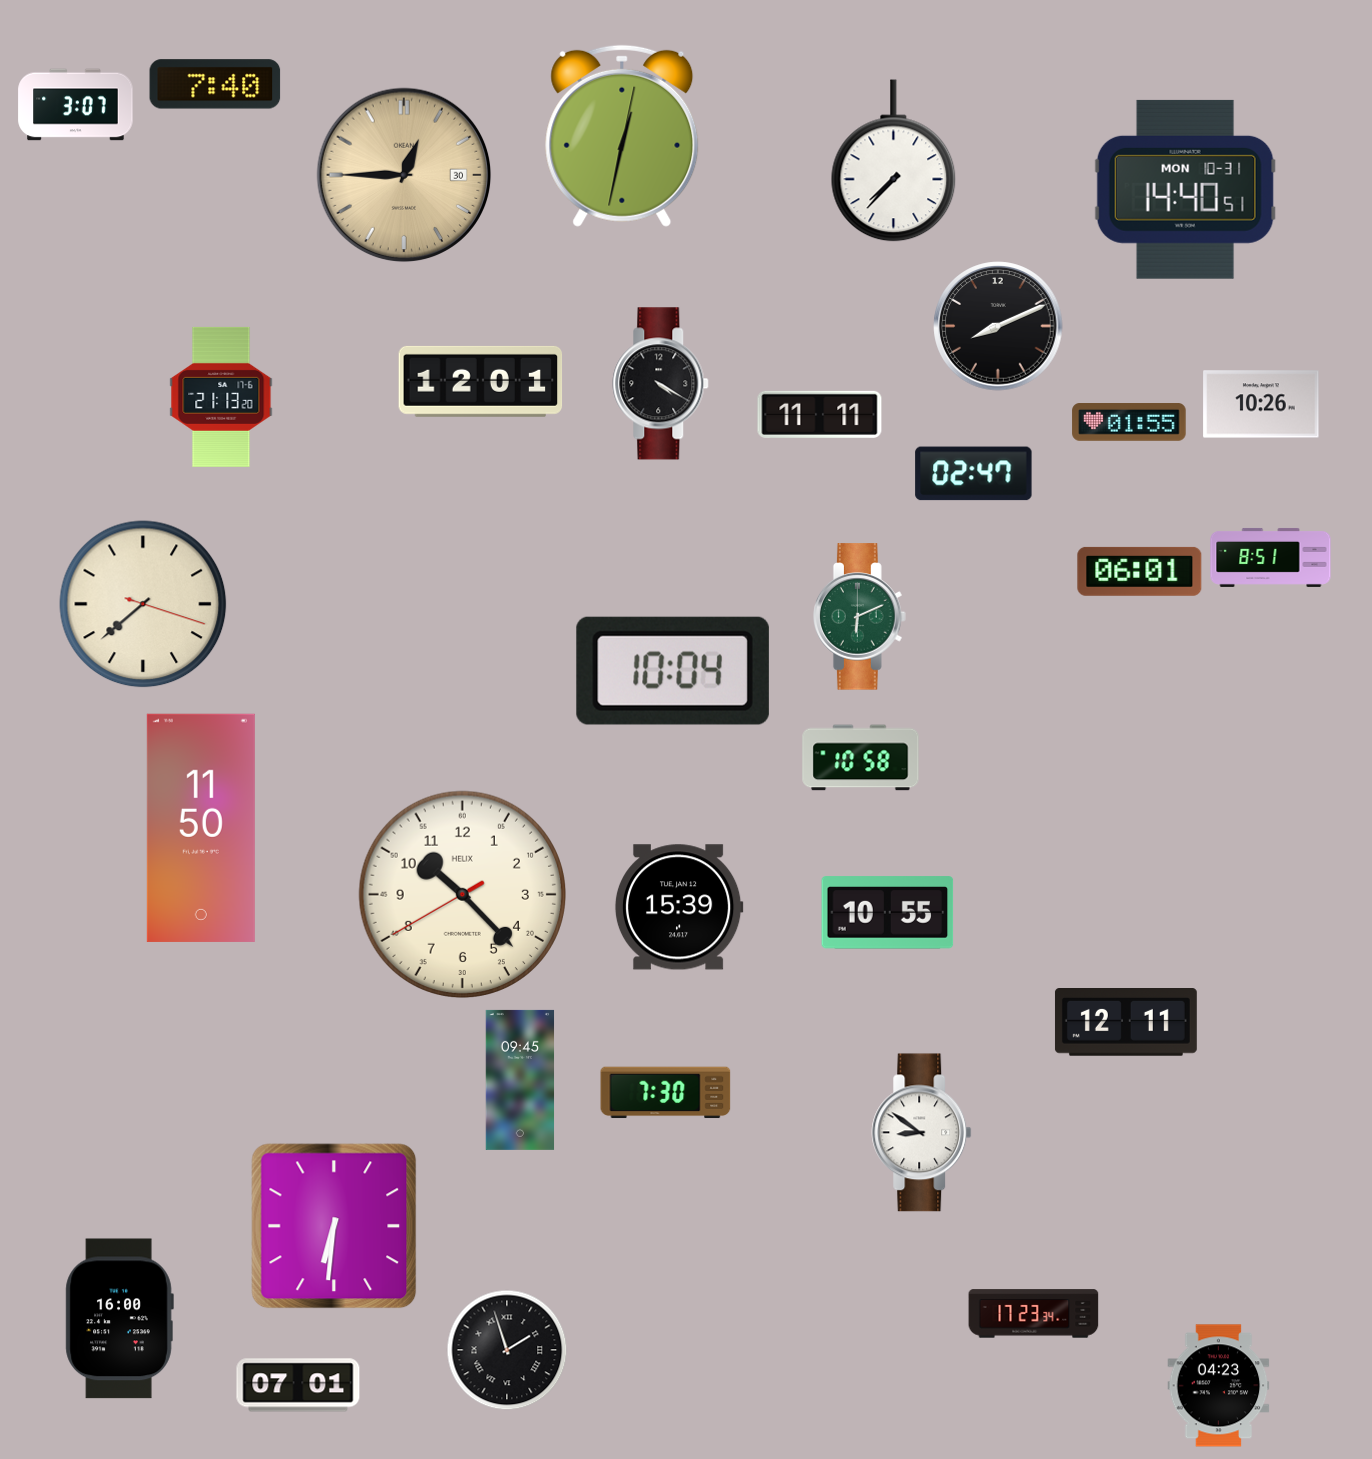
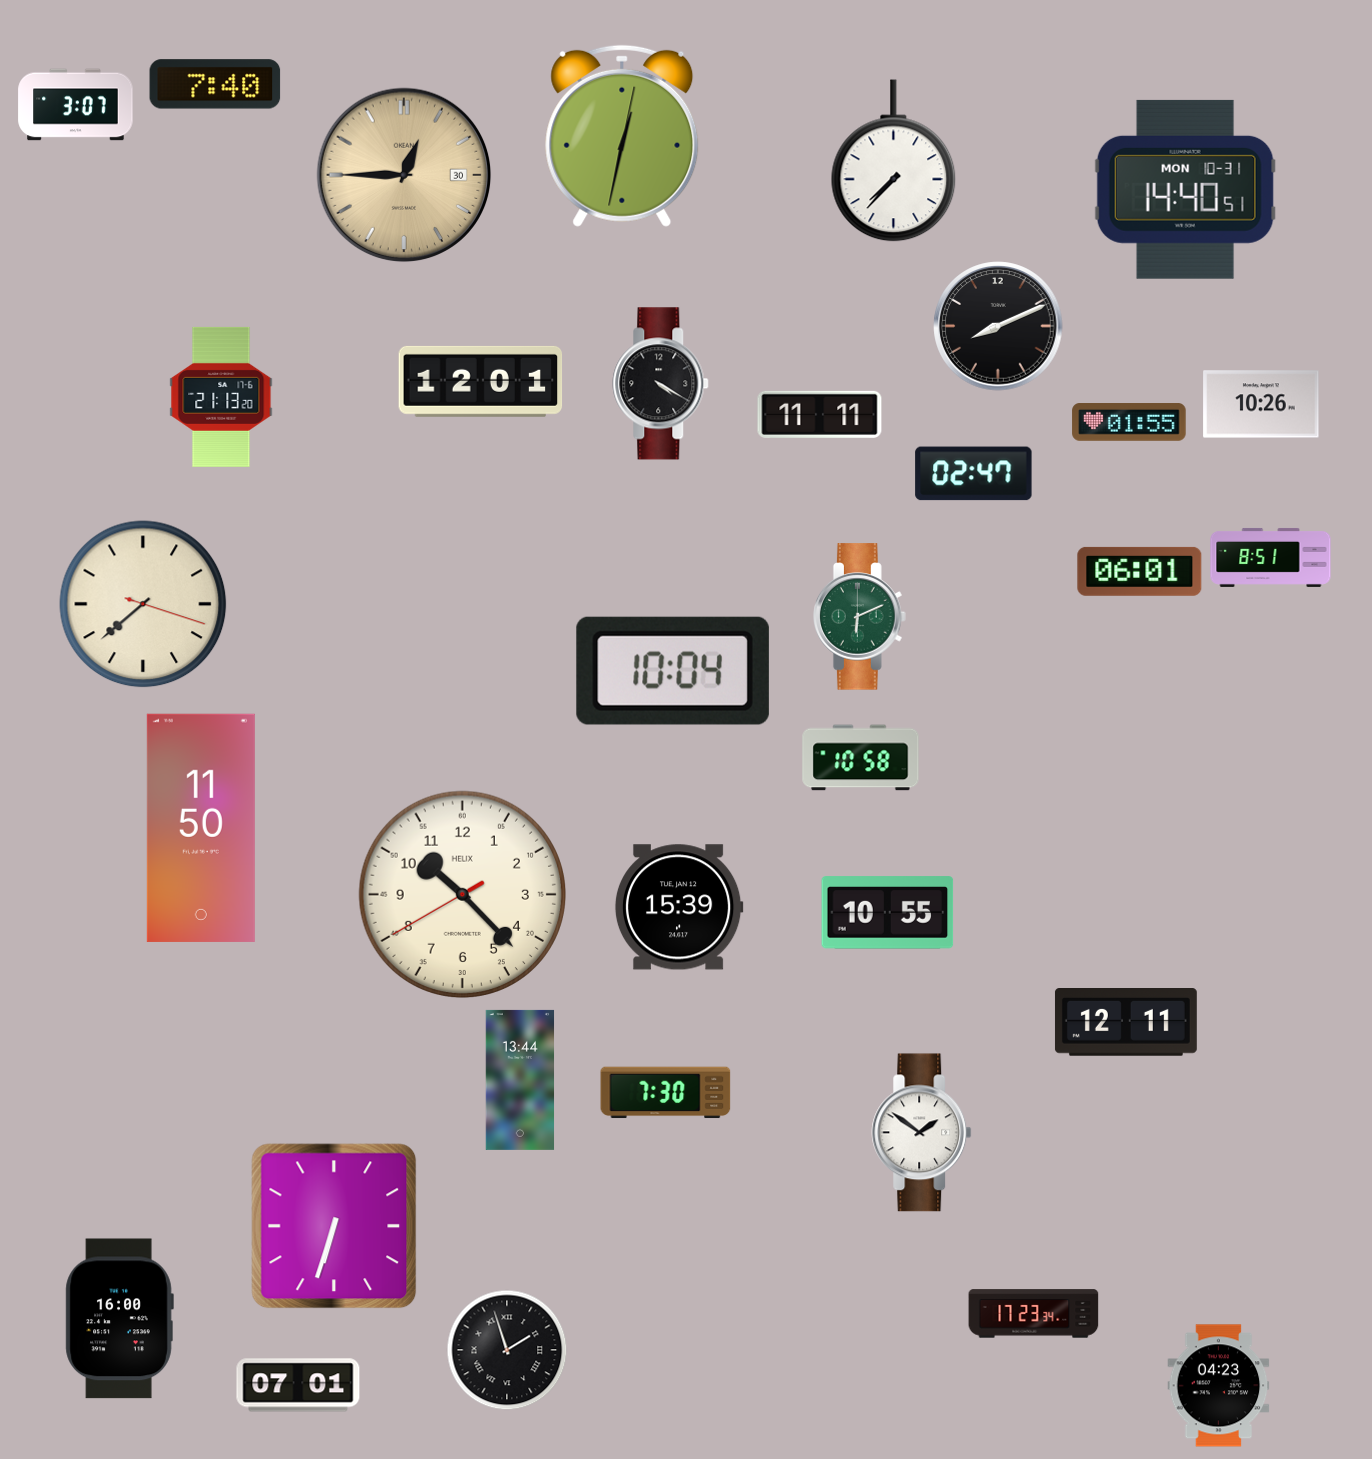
clock at (520, 1080): 09:45 -> 13:44
clock at (922, 1133): 8:51 -> 1:51
clock at (334, 1226): 6:31 -> 6:33
